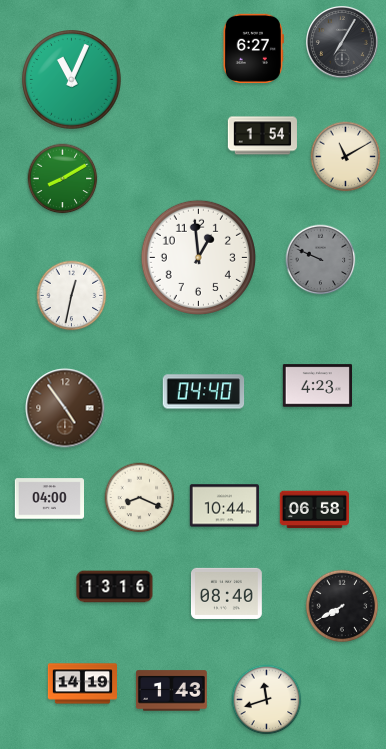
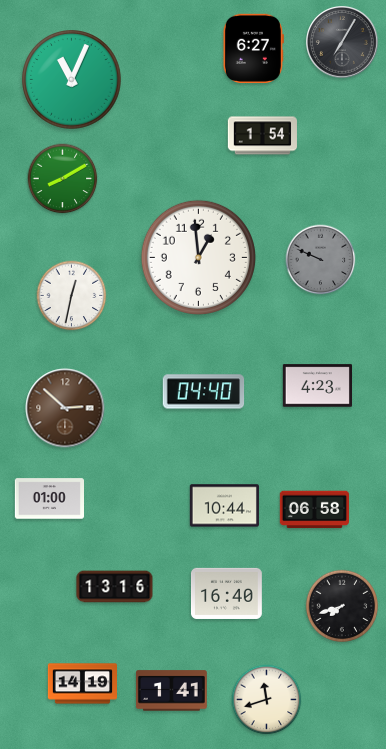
clock at (346, 157): 11:10 -> none
clock at (65, 408): 4:54 -> 2:52
clock at (140, 498): 8:19 -> none
clock at (49, 499): 04:00 -> 01:00
clock at (226, 593): 08:40 -> 16:40
clock at (342, 606): 7:40 -> 7:42
clock at (171, 691): 1:43 -> 1:41
